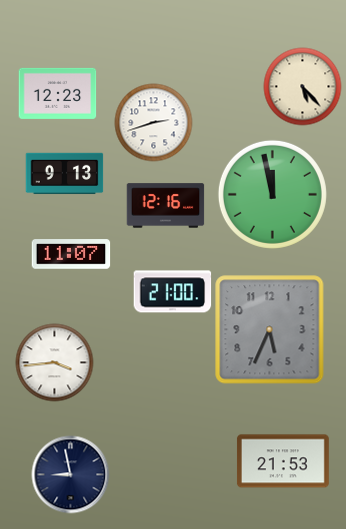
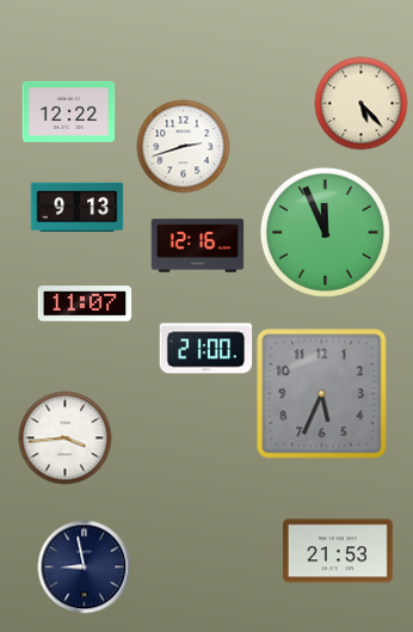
clock at (57, 93): 12:23 -> 12:22
clock at (272, 194): 11:58 -> 11:56
clock at (54, 362) position: (54, 362) -> (64, 437)
